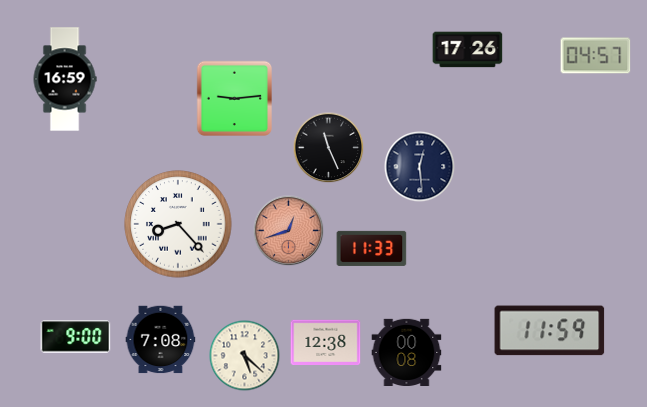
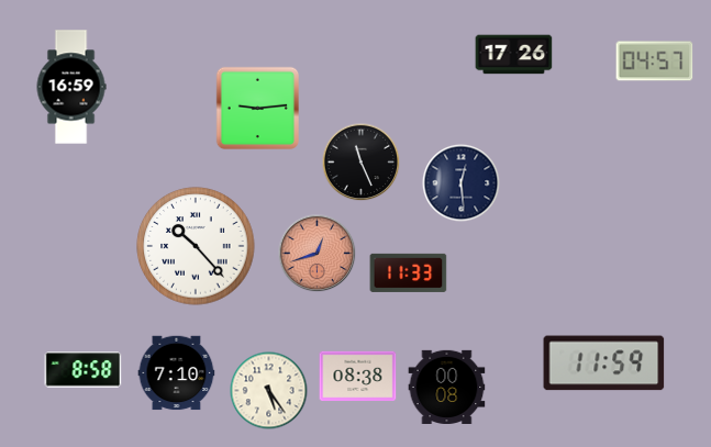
clock at (178, 224): 8:23 -> 10:23
clock at (76, 337): 9:00 -> 8:58
clock at (161, 340): 7:08 -> 7:10
clock at (326, 342): 12:38 -> 08:38
clock at (245, 356): 5:22 -> 5:24
